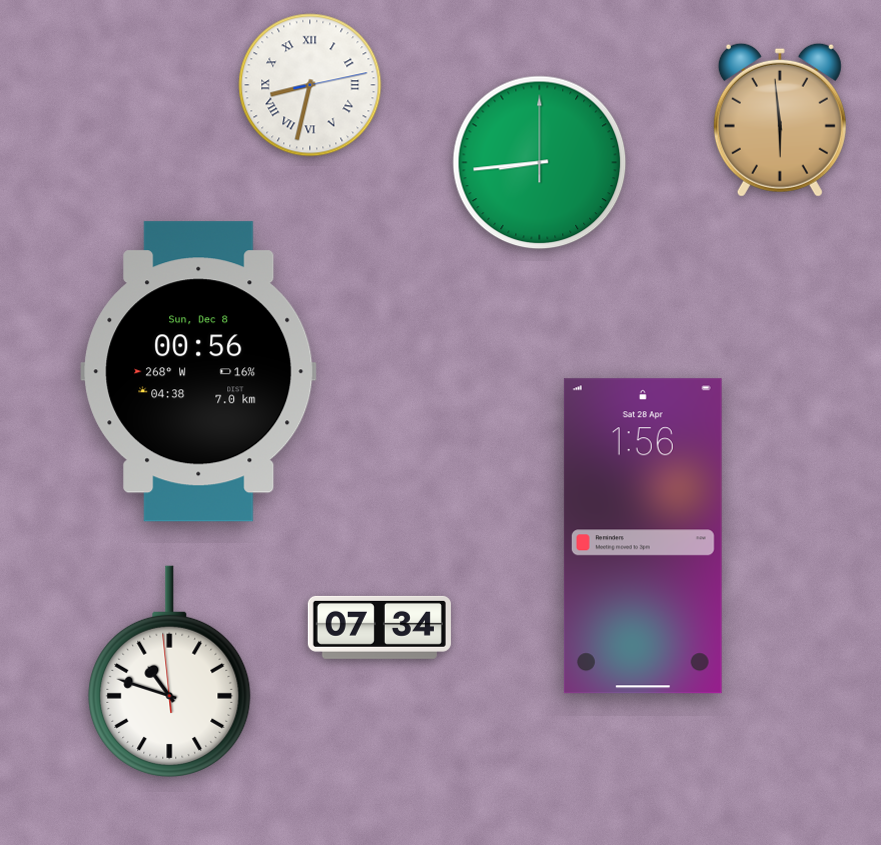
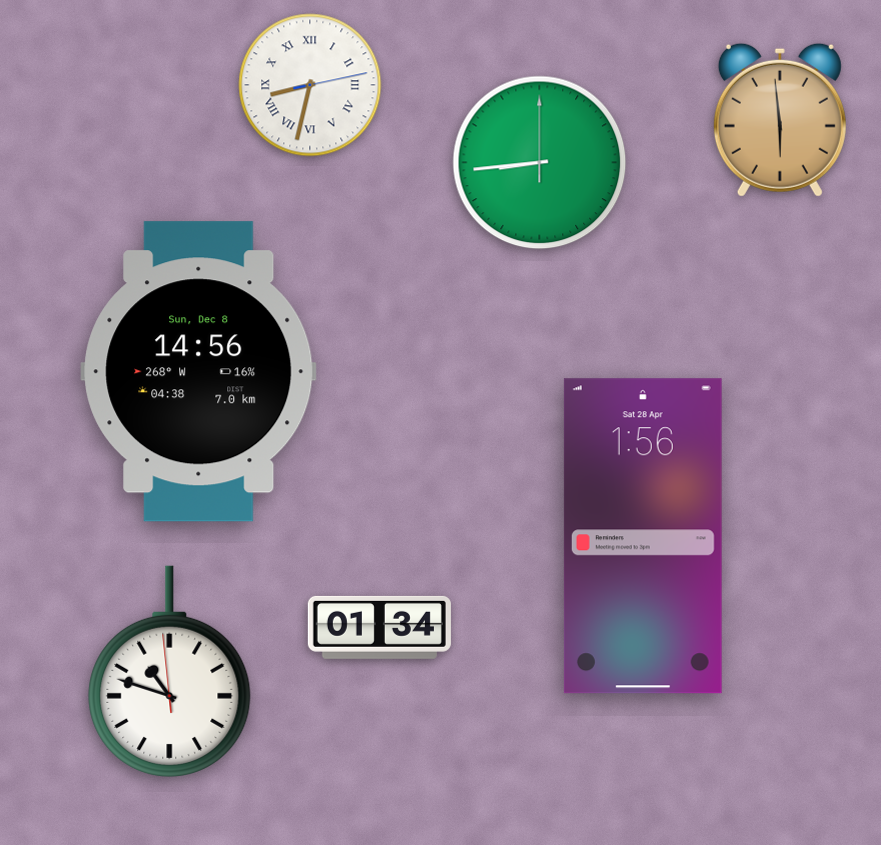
clock at (199, 372): 00:56 -> 14:56
clock at (379, 627): 07:34 -> 01:34
